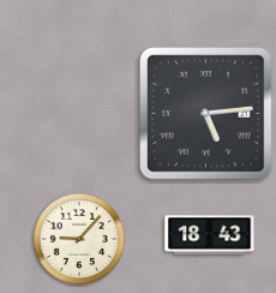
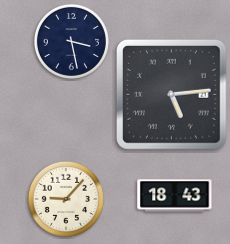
clock at (71, 41): none -> 3:28
